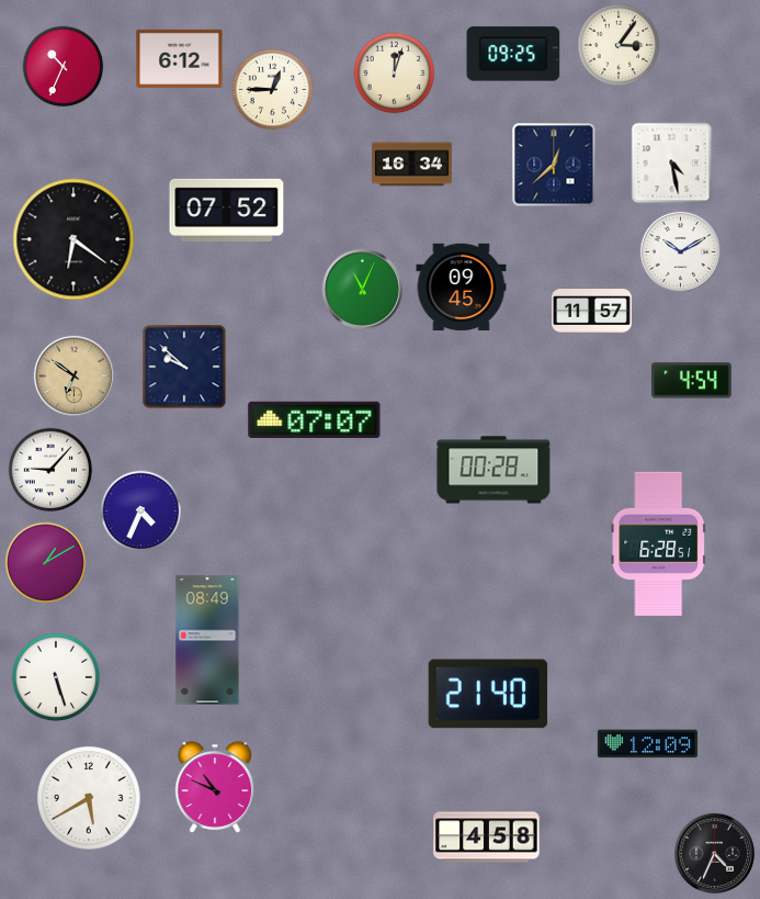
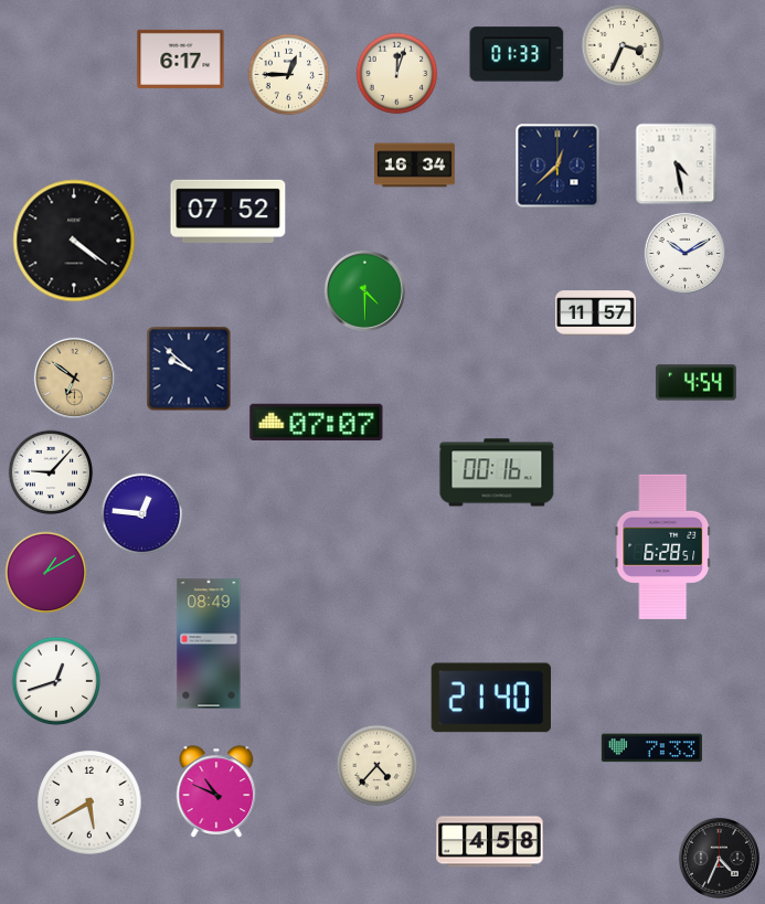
clock at (619, 45): 3:06 -> 3:34
clock at (513, 54): 09:25 -> 01:33
clock at (180, 58): 6:12 -> 6:17
clock at (64, 67): 10:34 -> none
clock at (273, 90) position: (273, 90) -> (289, 75)
clock at (73, 239): 6:21 -> 4:21
clock at (462, 288): 09:45 -> none
clock at (362, 289): 11:04 -> 4:30
clock at (184, 367) position: (184, 367) -> (189, 369)
clock at (494, 470): 00:28 -> 00:16
clock at (141, 512): 4:34 -> 12:46
clock at (46, 563) position: (46, 563) -> (46, 573)
clock at (55, 676): 5:27 -> 12:42
clock at (647, 744): 12:09 -> 7:33
clock at (378, 766): none -> 4:37
